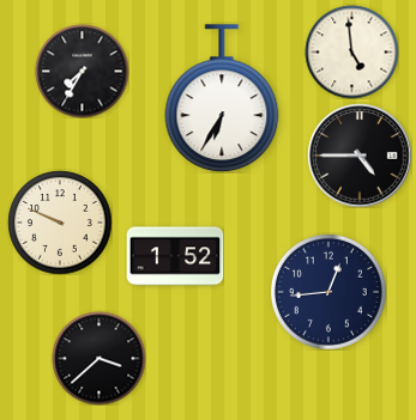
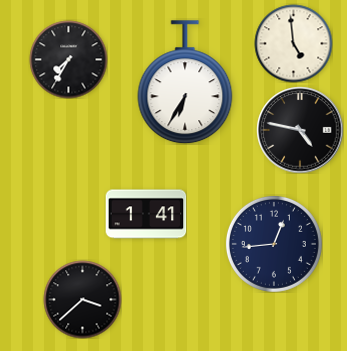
clock at (360, 156): 4:45 -> 4:47
clock at (60, 223): 9:49 -> none
clock at (175, 256): 1:52 -> 1:41
